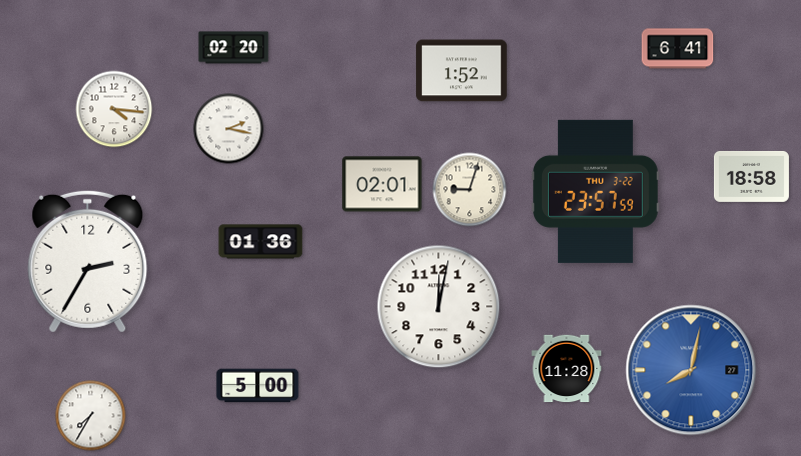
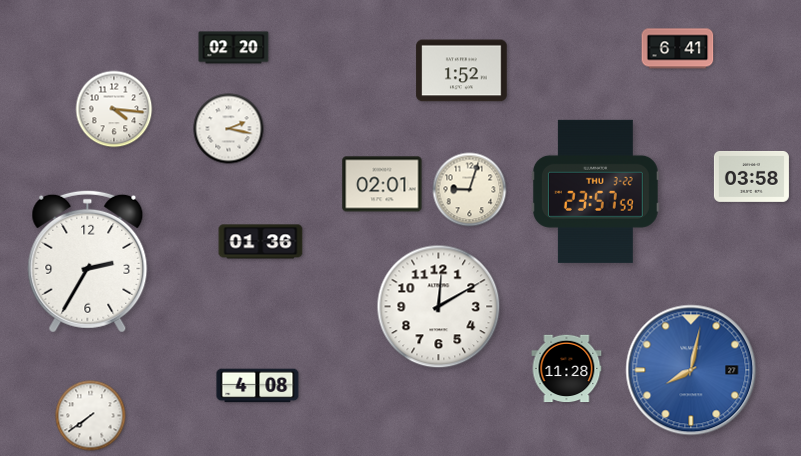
clock at (751, 176): 18:58 -> 03:58
clock at (439, 307): 12:02 -> 12:10
clock at (258, 386): 5:00 -> 4:08
clock at (91, 416): 7:35 -> 7:39
